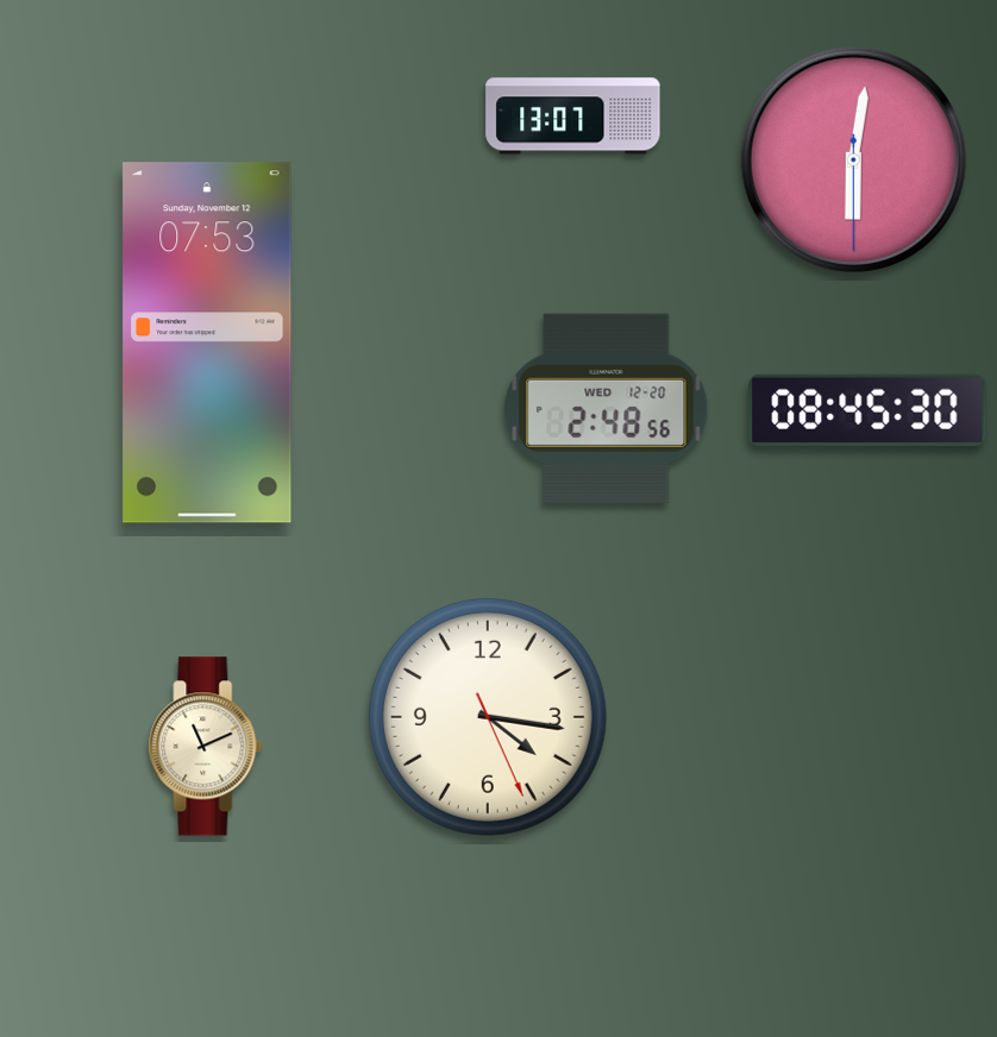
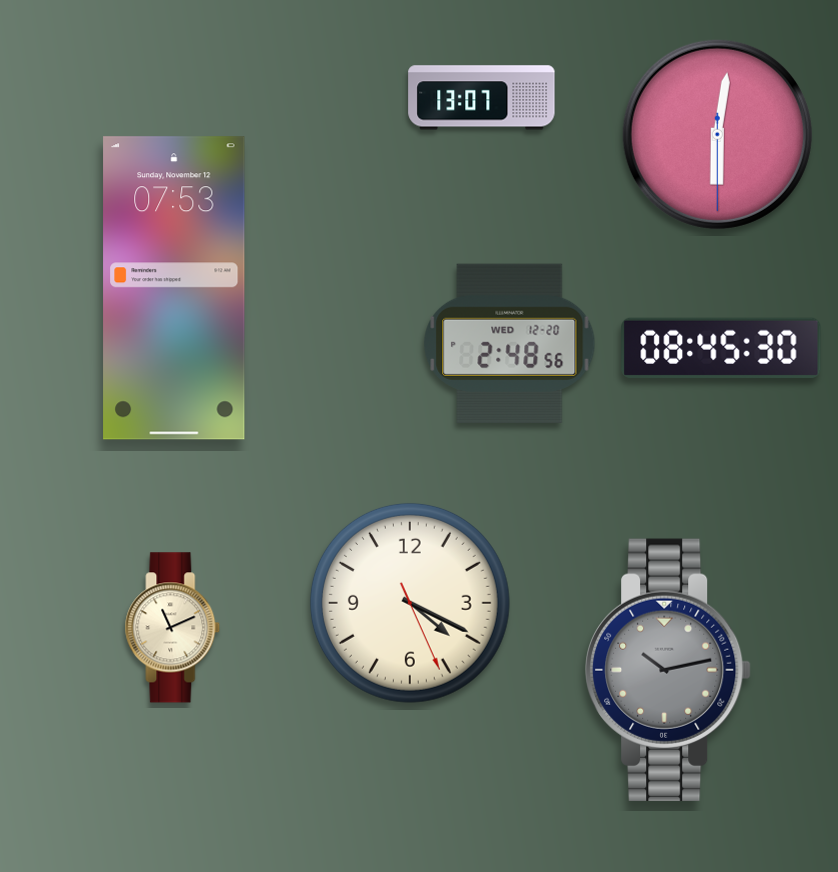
clock at (867, 410) position: (867, 410) -> (721, 348)
clock at (488, 717): 4:16 -> 4:19
clock at (668, 670): none -> 10:13
